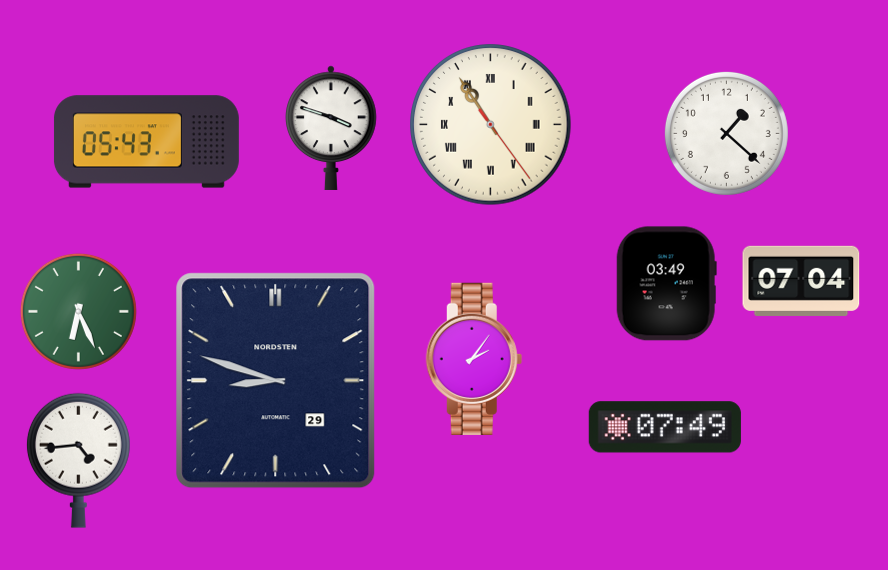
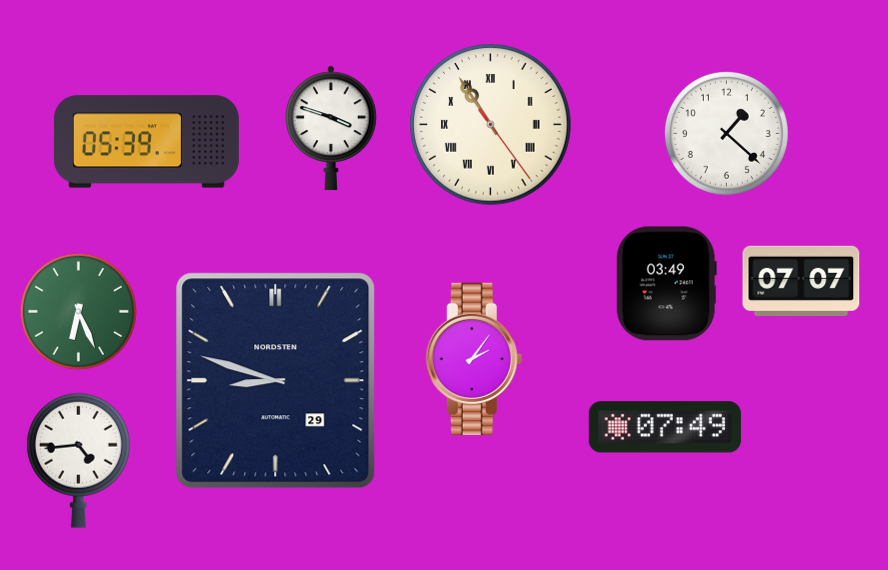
clock at (146, 142): 05:43 -> 05:39
clock at (801, 281): 07:04 -> 07:07
